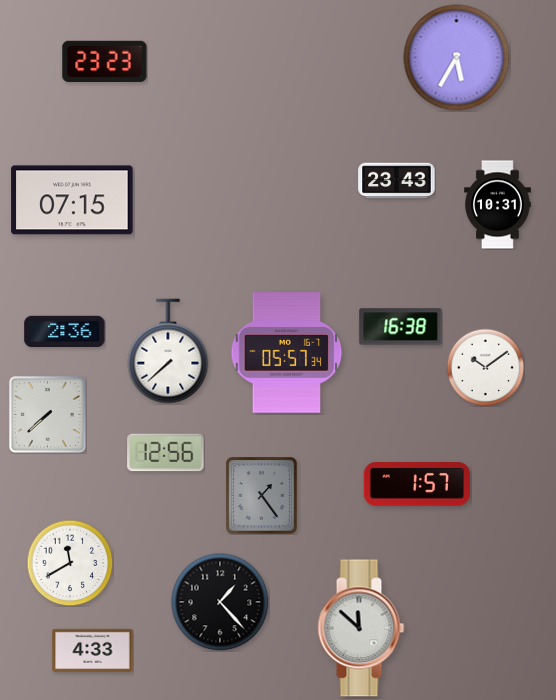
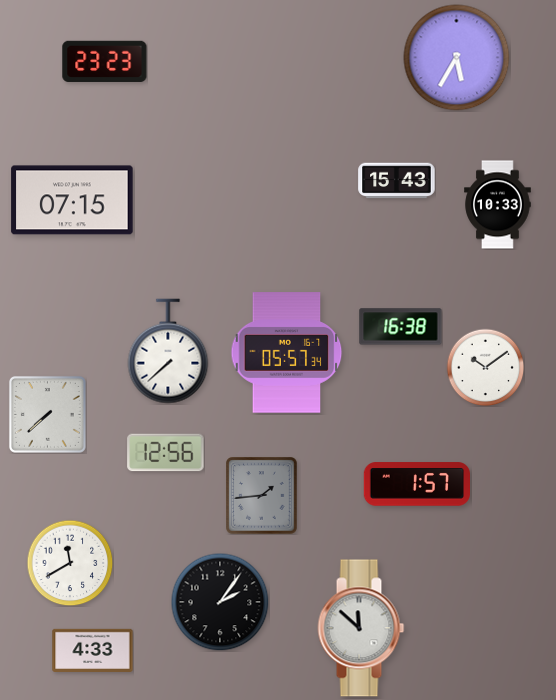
clock at (397, 181): 23:43 -> 15:43
clock at (498, 205): 10:31 -> 10:33
clock at (65, 332): 2:36 -> none
clock at (262, 496): 1:24 -> 1:44
clock at (220, 602): 1:23 -> 2:06
